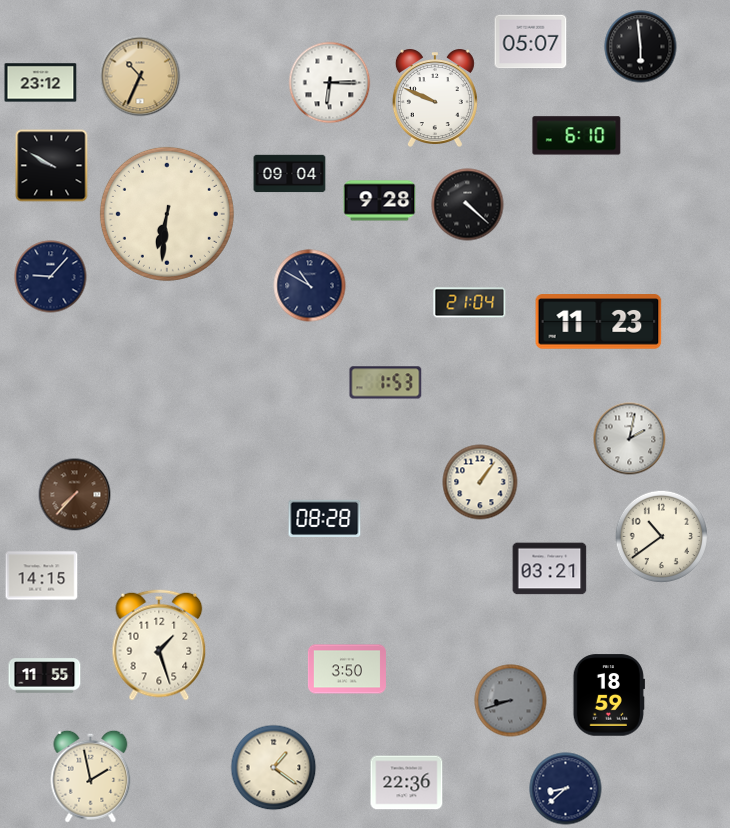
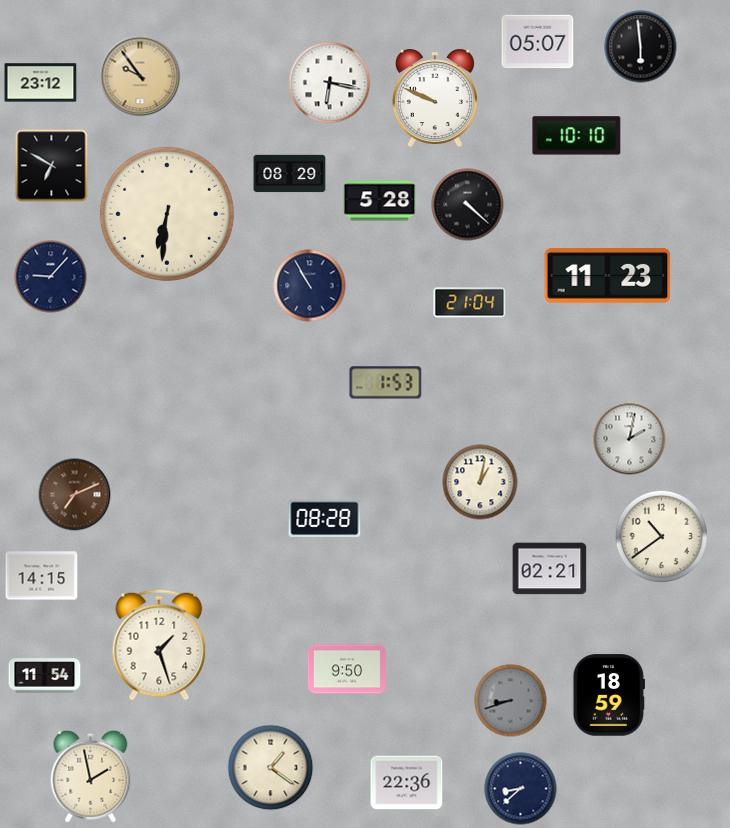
clock at (531, 42) position: (531, 42) -> (538, 42)
clock at (140, 76): 10:34 -> 9:54
clock at (330, 83): 6:15 -> 6:17
clock at (577, 136): 6:10 -> 10:10
clock at (52, 166): 9:50 -> 6:50
clock at (290, 174): 09:04 -> 08:29
clock at (380, 201): 9:28 -> 5:28
clock at (310, 286): 10:50 -> 10:55
clock at (599, 322) position: (599, 322) -> (608, 276)
clock at (480, 482): 1:06 -> 1:02
clock at (75, 495): 7:37 -> 7:11
clock at (550, 569): 03:21 -> 02:21
clock at (347, 669): 3:50 -> 9:50
clock at (45, 676): 11:55 -> 11:54
clock at (274, 768) position: (274, 768) -> (271, 768)
clock at (566, 789) position: (566, 789) -> (521, 789)
